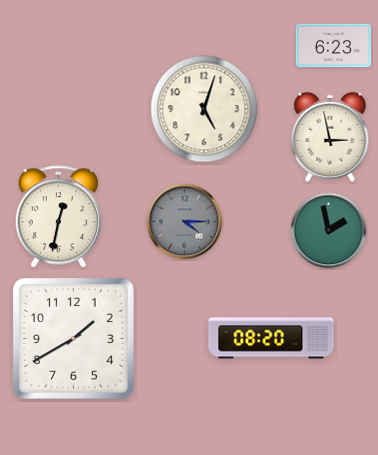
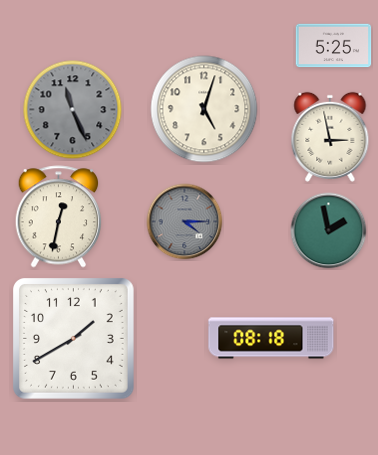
clock at (334, 46): 6:23 -> 5:25
clock at (73, 110): none -> 11:26
clock at (271, 338): 08:20 -> 08:18
